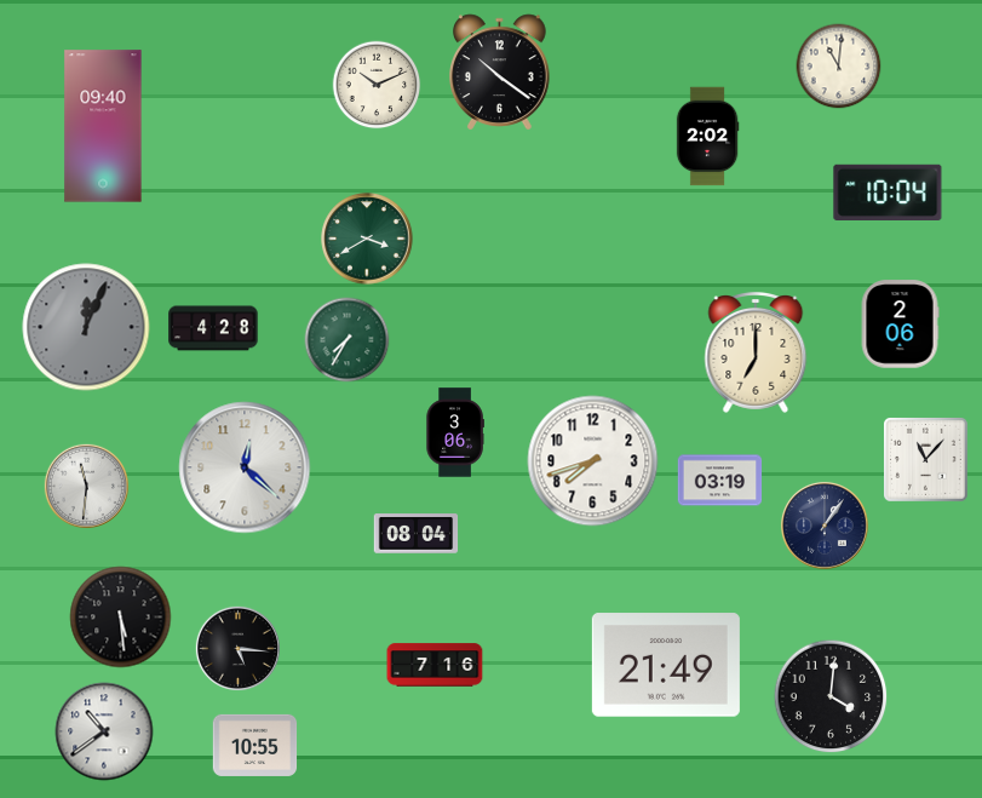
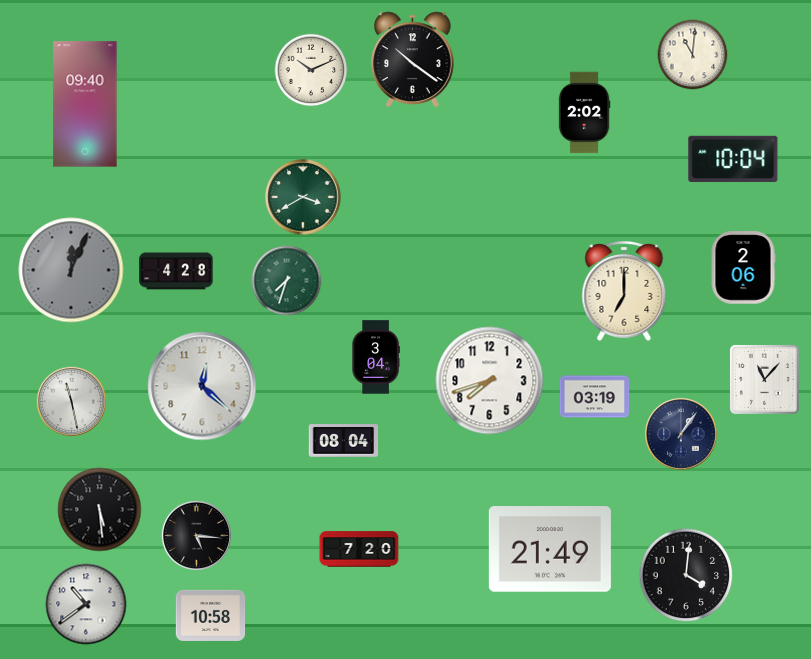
clock at (348, 340): 7:35 -> 7:33
clock at (455, 432): 3:06 -> 3:04
clock at (86, 486): 11:31 -> 11:28
clock at (435, 665): 7:16 -> 7:20
clock at (255, 745): 10:55 -> 10:58
